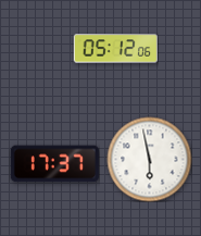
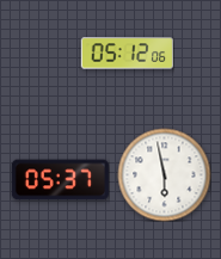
clock at (54, 164): 17:37 -> 05:37
